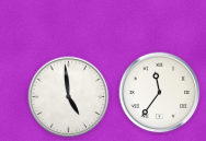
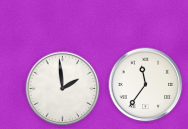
clock at (69, 97): 4:59 -> 1:59
